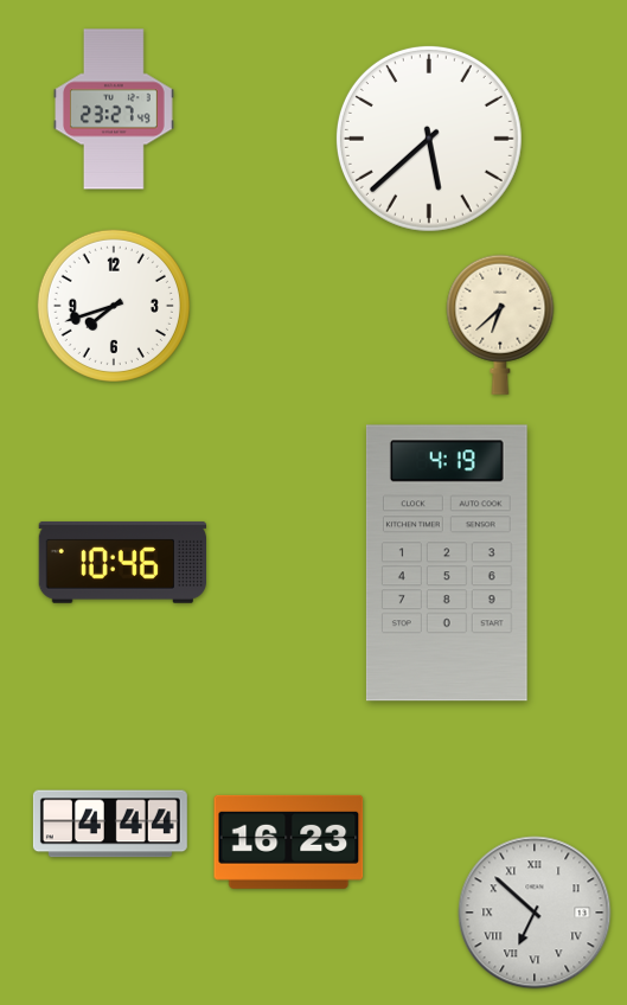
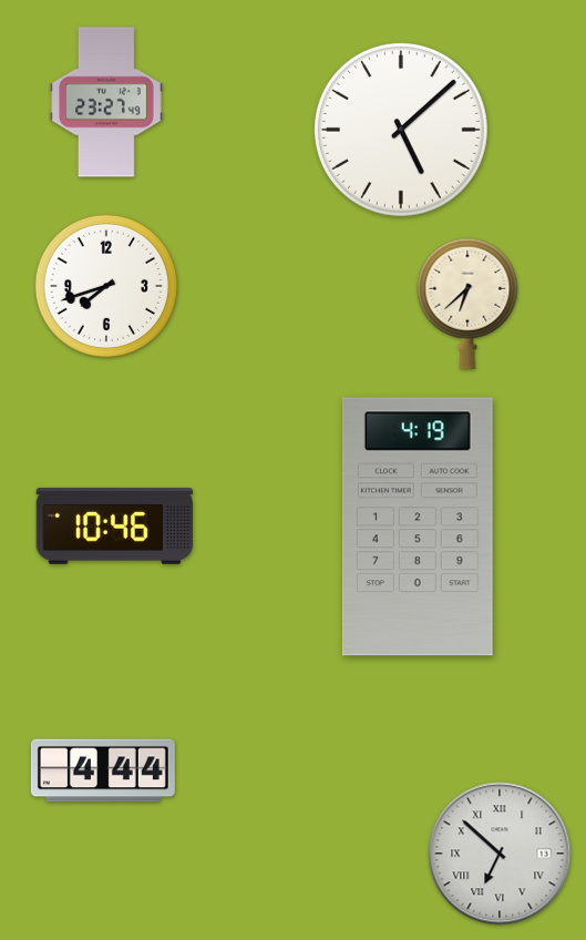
clock at (429, 139): 5:38 -> 5:08
clock at (289, 841): 16:23 -> none
